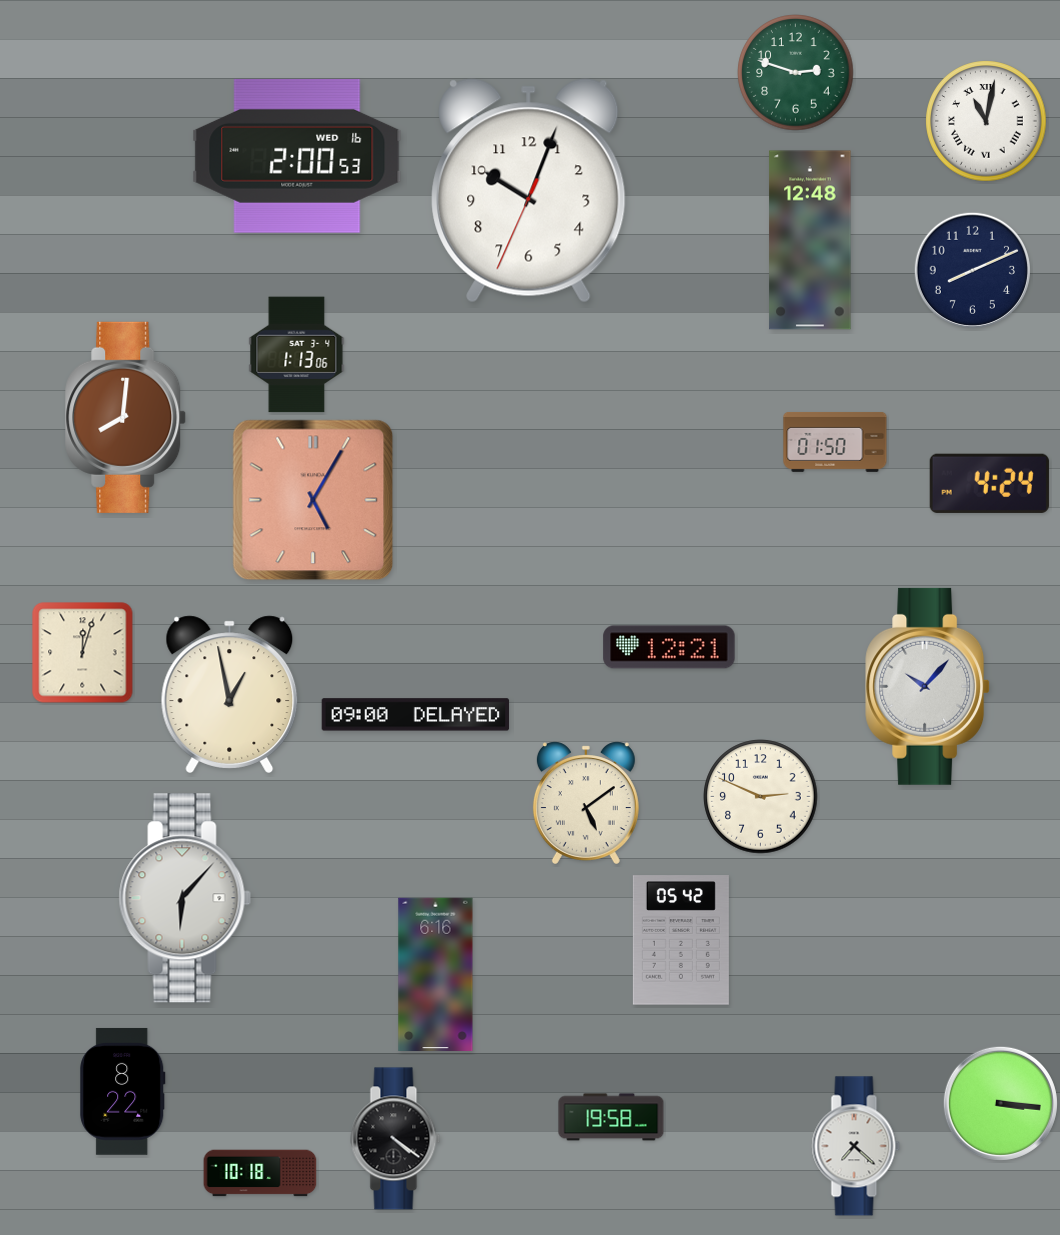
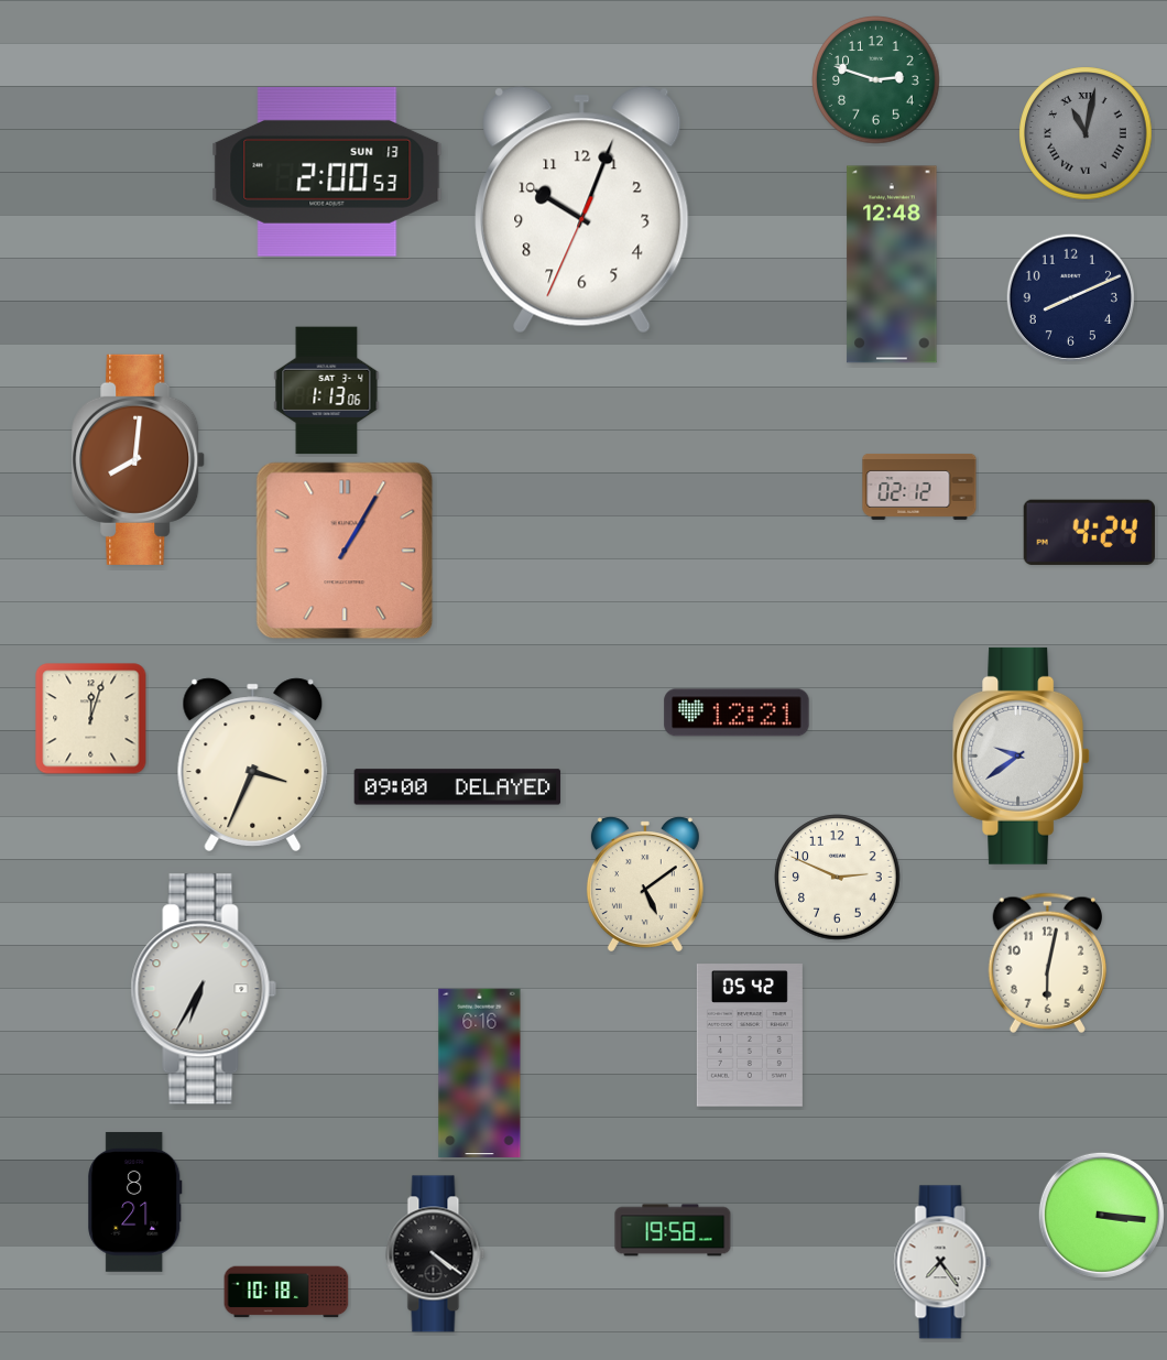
clock at (986, 121) dial: white -> grey
clock at (297, 156) date: WED 16 -> SUN 13
clock at (835, 442): 01:50 -> 02:12
clock at (313, 500): 5:05 -> 1:05
clock at (928, 686): 10:07 -> 9:39
clock at (230, 694): 12:58 -> 3:34
clock at (1047, 962): none -> 6:02
clock at (185, 898): 6:07 -> 6:35
clock at (123, 1091): 8:22 -> 8:21
clock at (856, 1146): 7:22 -> 7:24
